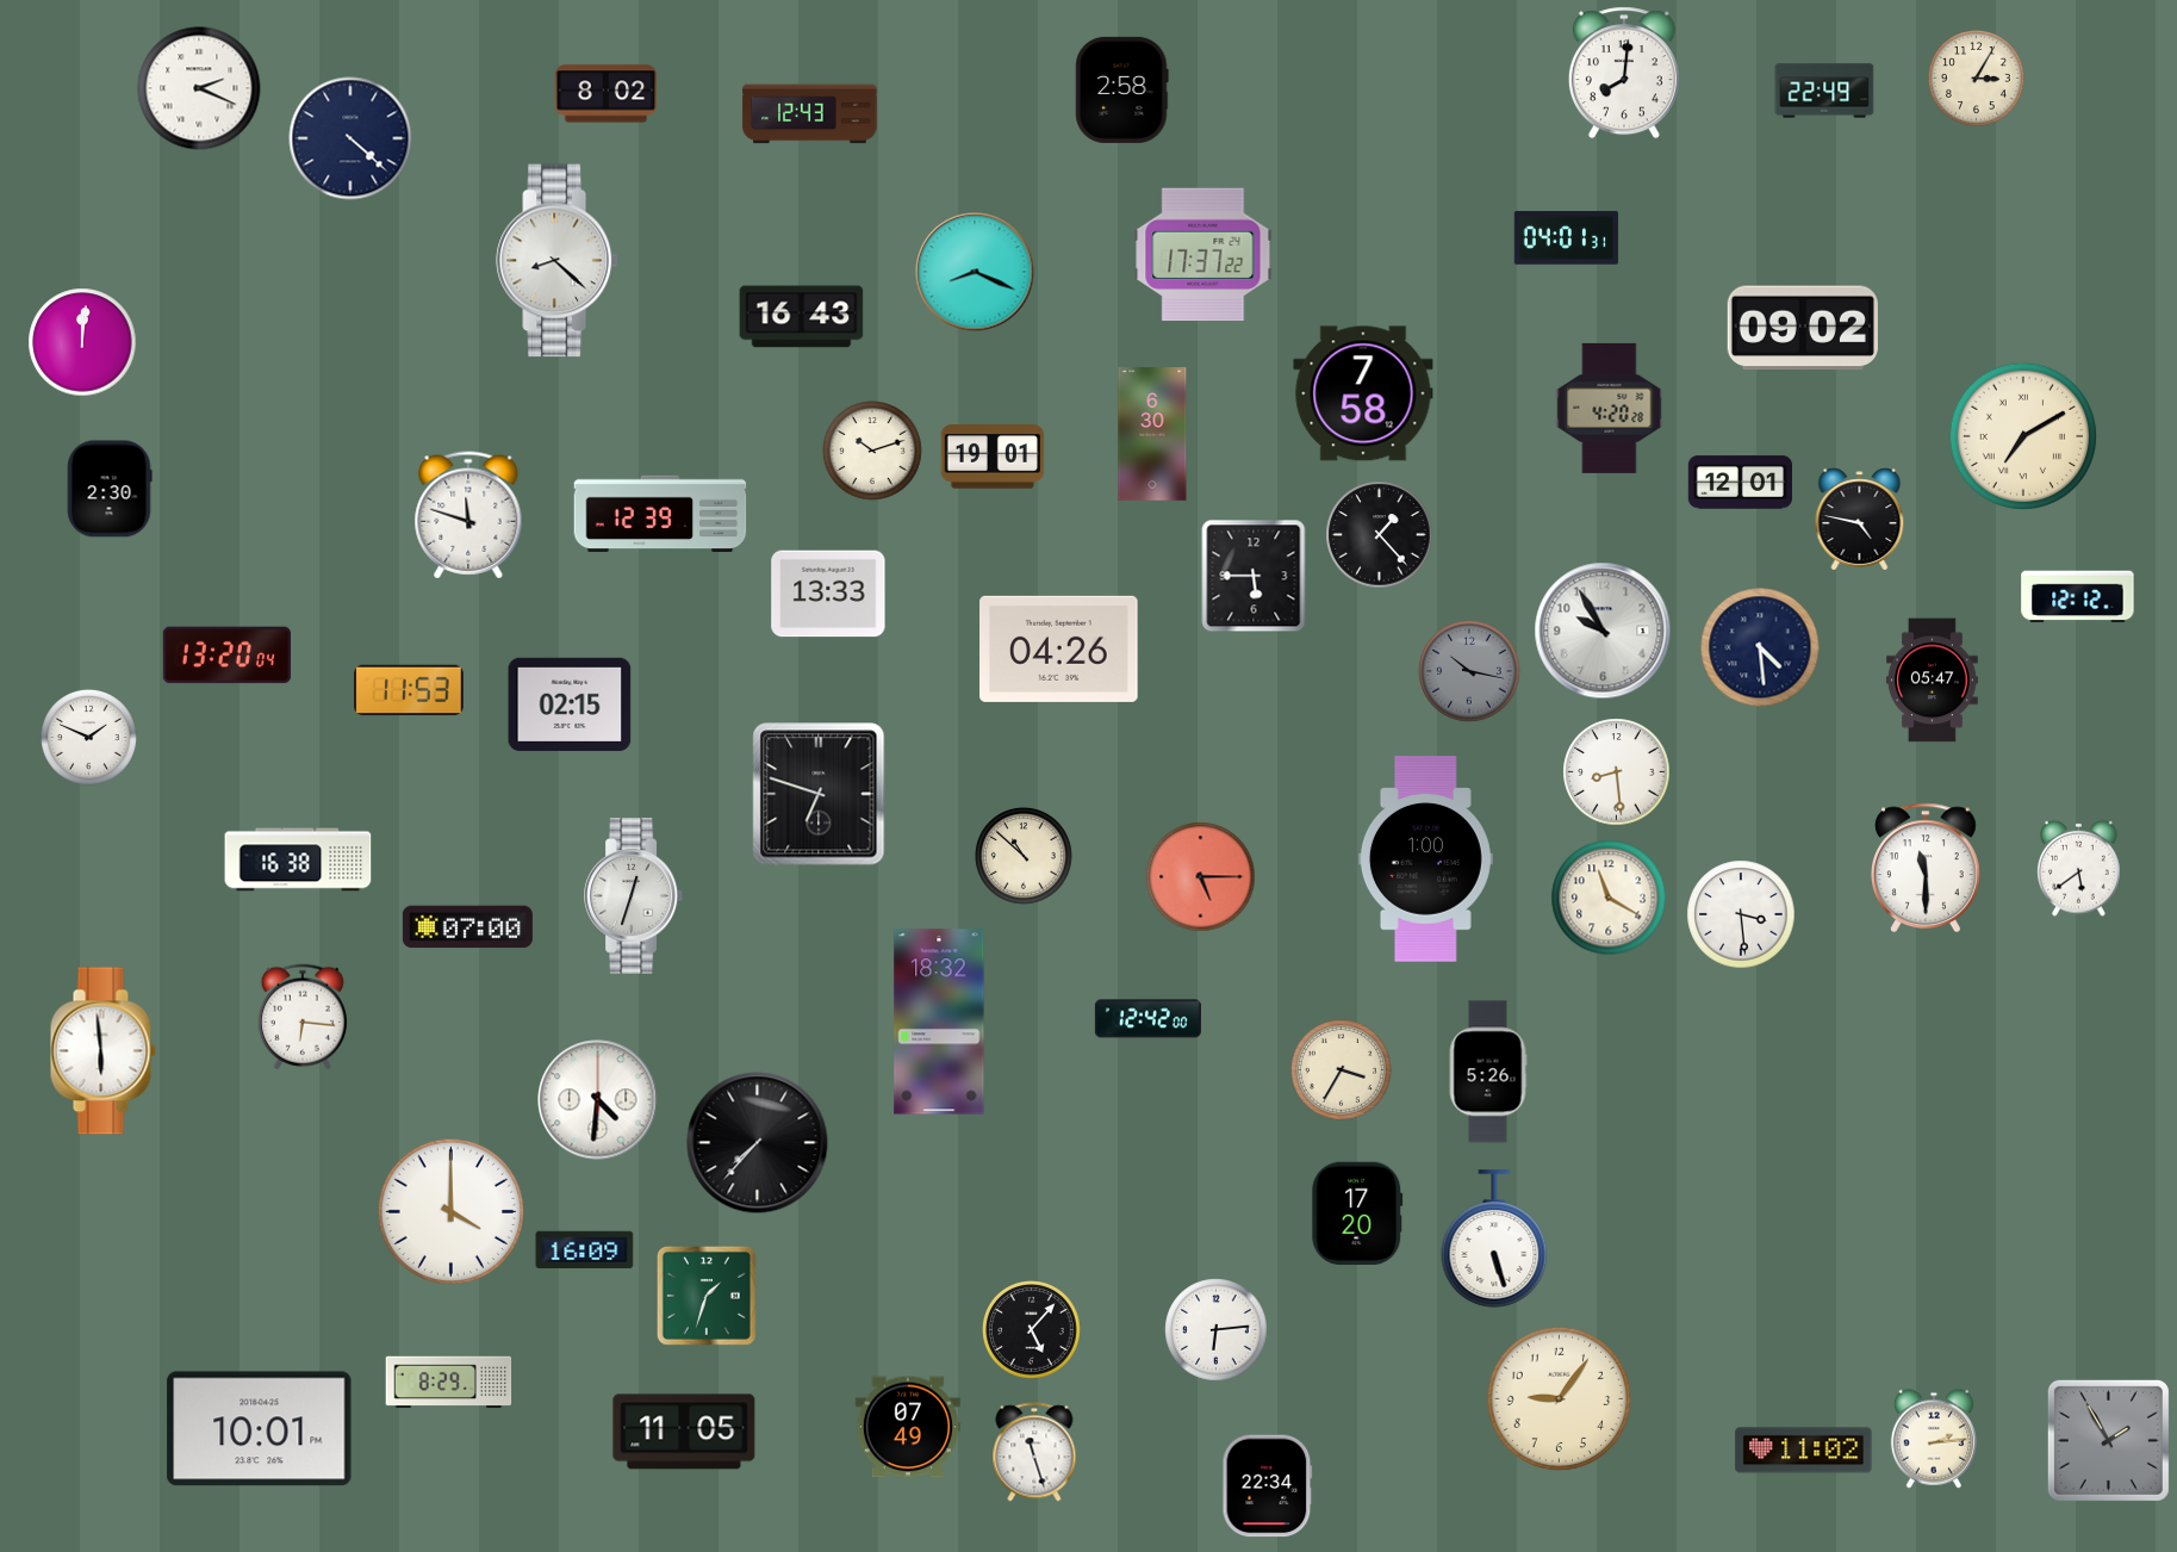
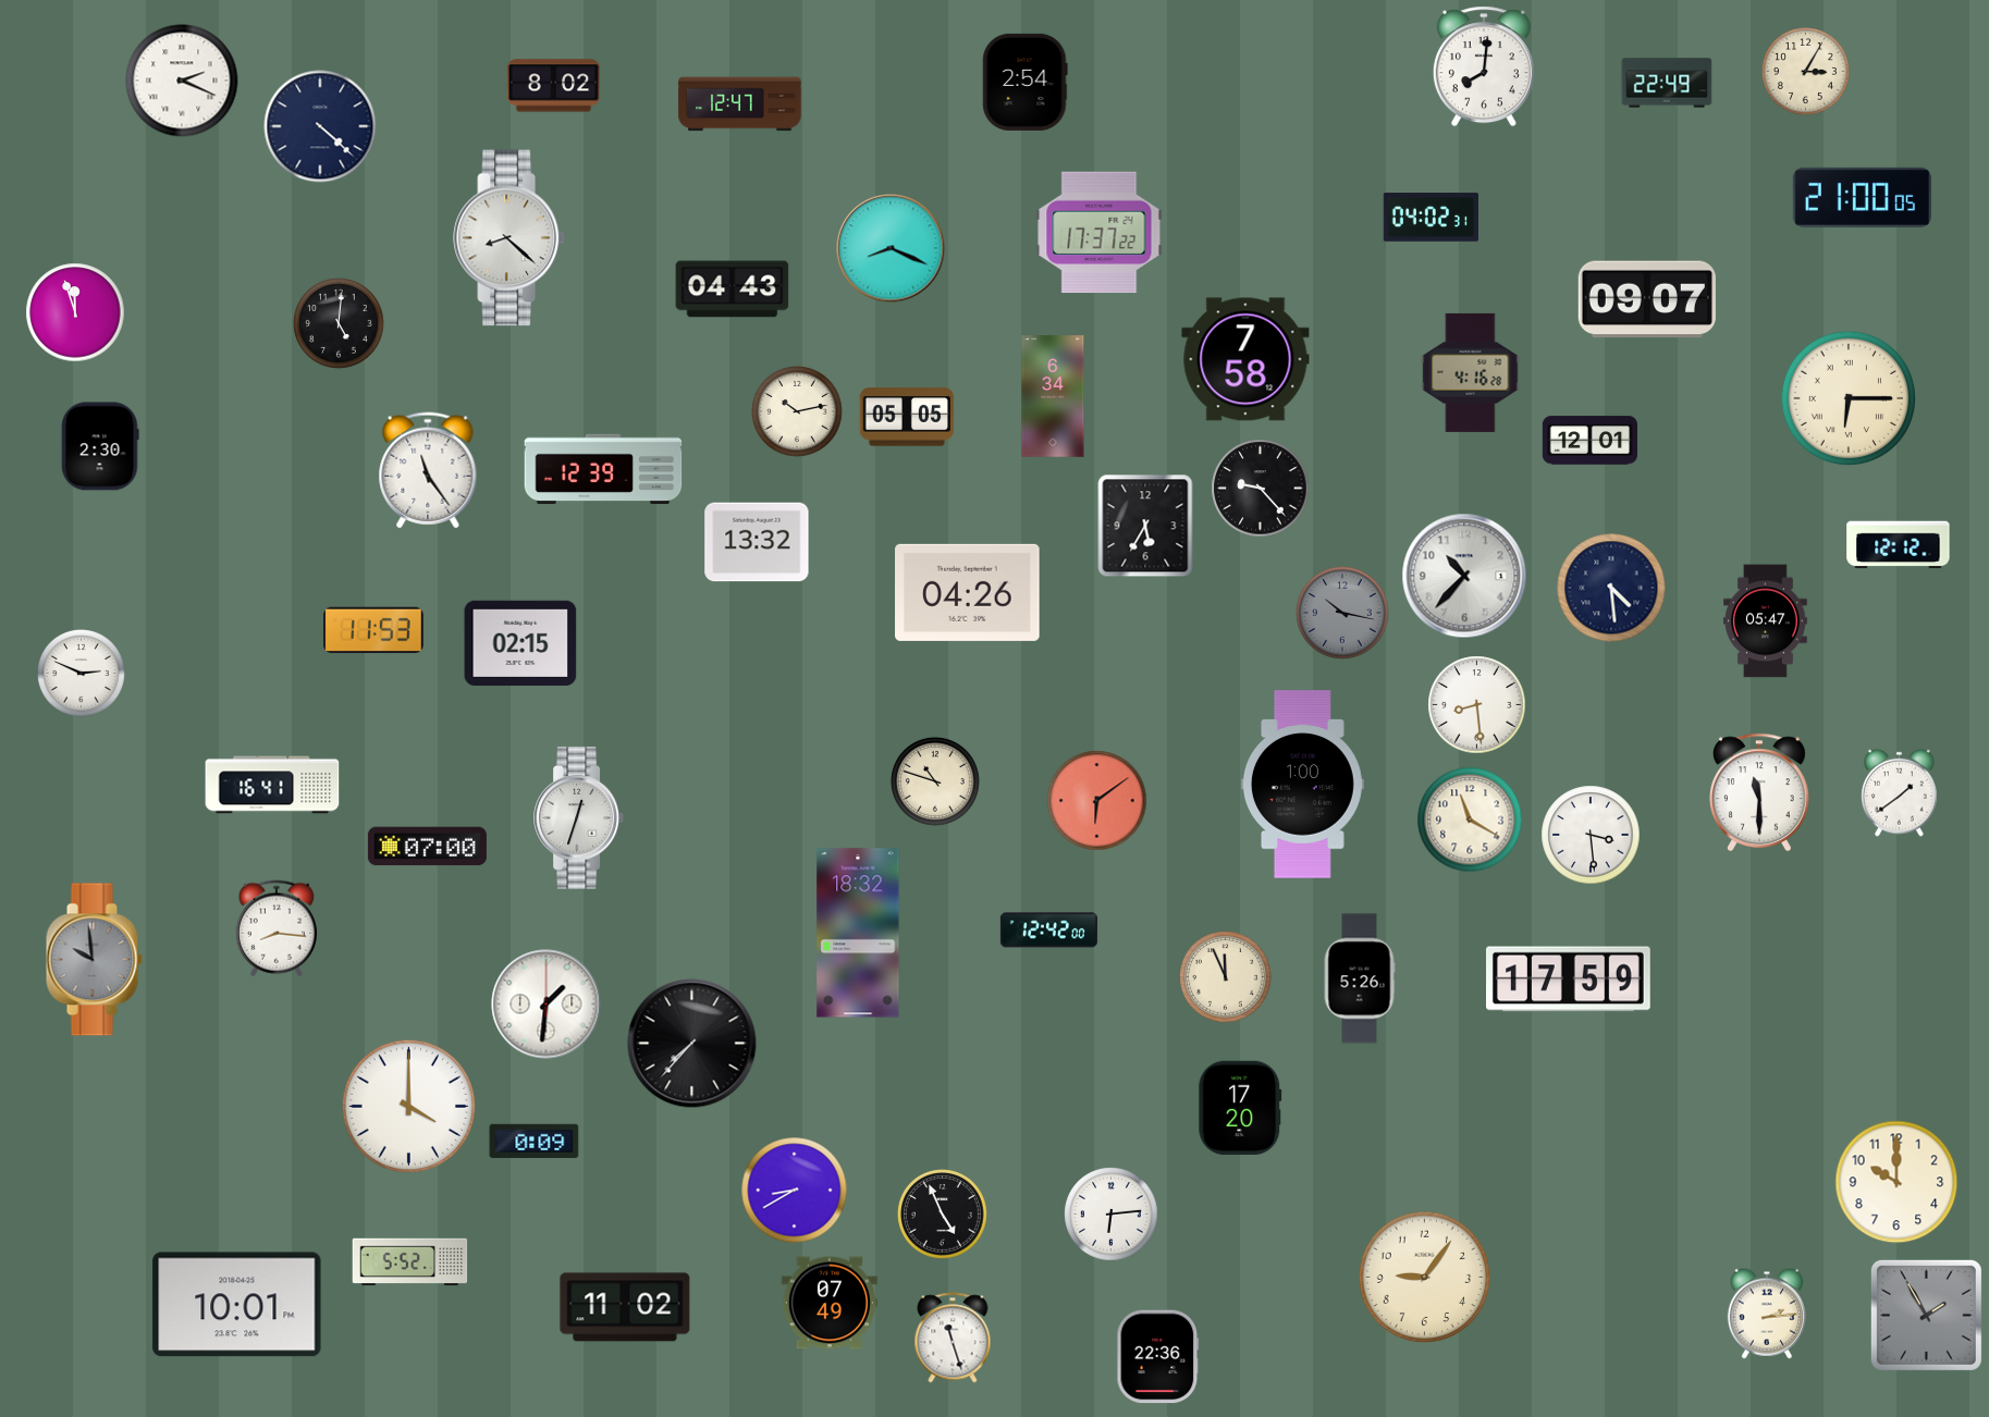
clock at (1122, 89): 2:58 -> 2:54
clock at (810, 114): 12:43 -> 12:47
clock at (1862, 197): none -> 21:00
clock at (1566, 238): 04:01 -> 04:02
clock at (802, 317): 16:43 -> 04:43
clock at (1803, 328): 09:02 -> 09:07
clock at (82, 342): 12:01 -> 11:57
clock at (340, 324): none -> 5:01
clock at (1610, 408): 4:20 -> 4:16
clock at (1152, 434): 6:30 -> 6:34
clock at (2022, 435): 7:10 -> 6:15
clock at (873, 452): 10:12 -> 10:13
clock at (993, 457): 19:01 -> 05:05
clock at (468, 515): 11:48 -> 11:24
clock at (1860, 520): 4:47 -> none
clock at (1380, 535): 1:23 -> 9:23
clock at (1254, 576): 5:45 -> 5:35
clock at (828, 594): 13:33 -> 13:32
clock at (1603, 631): 9:55 -> 10:37
clock at (1760, 647) position: (1760, 647) -> (1611, 588)
clock at (226, 656): 13:20 -> none
clock at (88, 737): 1:49 -> 2:49
clock at (819, 794): 6:48 -> none
clock at (1024, 856): 10:52 -> 10:48
clock at (298, 859): 16:38 -> 16:41
clock at (2079, 868): 5:39 -> 1:39
clock at (1201, 877): 5:15 -> 6:09
clock at (303, 1017): 6:16 -> 8:16
clock at (102, 1051): 5:59 -> 9:59
clock at (102, 1051) dial: white -> grey
clock at (1342, 1070): 3:35 -> 11:56
clock at (1569, 979): none -> 17:59
clock at (598, 1100): 4:31 -> 1:31
clock at (450, 1211) position: (450, 1211) -> (408, 1106)
clock at (1494, 1239): 5:27 -> none
clock at (585, 1249): 16:09 -> 0:09
clock at (1896, 1182): none -> 10:00
clock at (707, 1296): 1:33 -> none
clock at (795, 1191): none -> 8:40
clock at (1032, 1330): 5:07 -> 4:56
clock at (449, 1383): 8:29 -> 5:52
clock at (684, 1432): 11:05 -> 11:02
clock at (1804, 1451): 11:02 -> none
clock at (1034, 1452) position: (1034, 1452) -> (953, 1338)
clock at (1268, 1486): 22:34 -> 22:36
